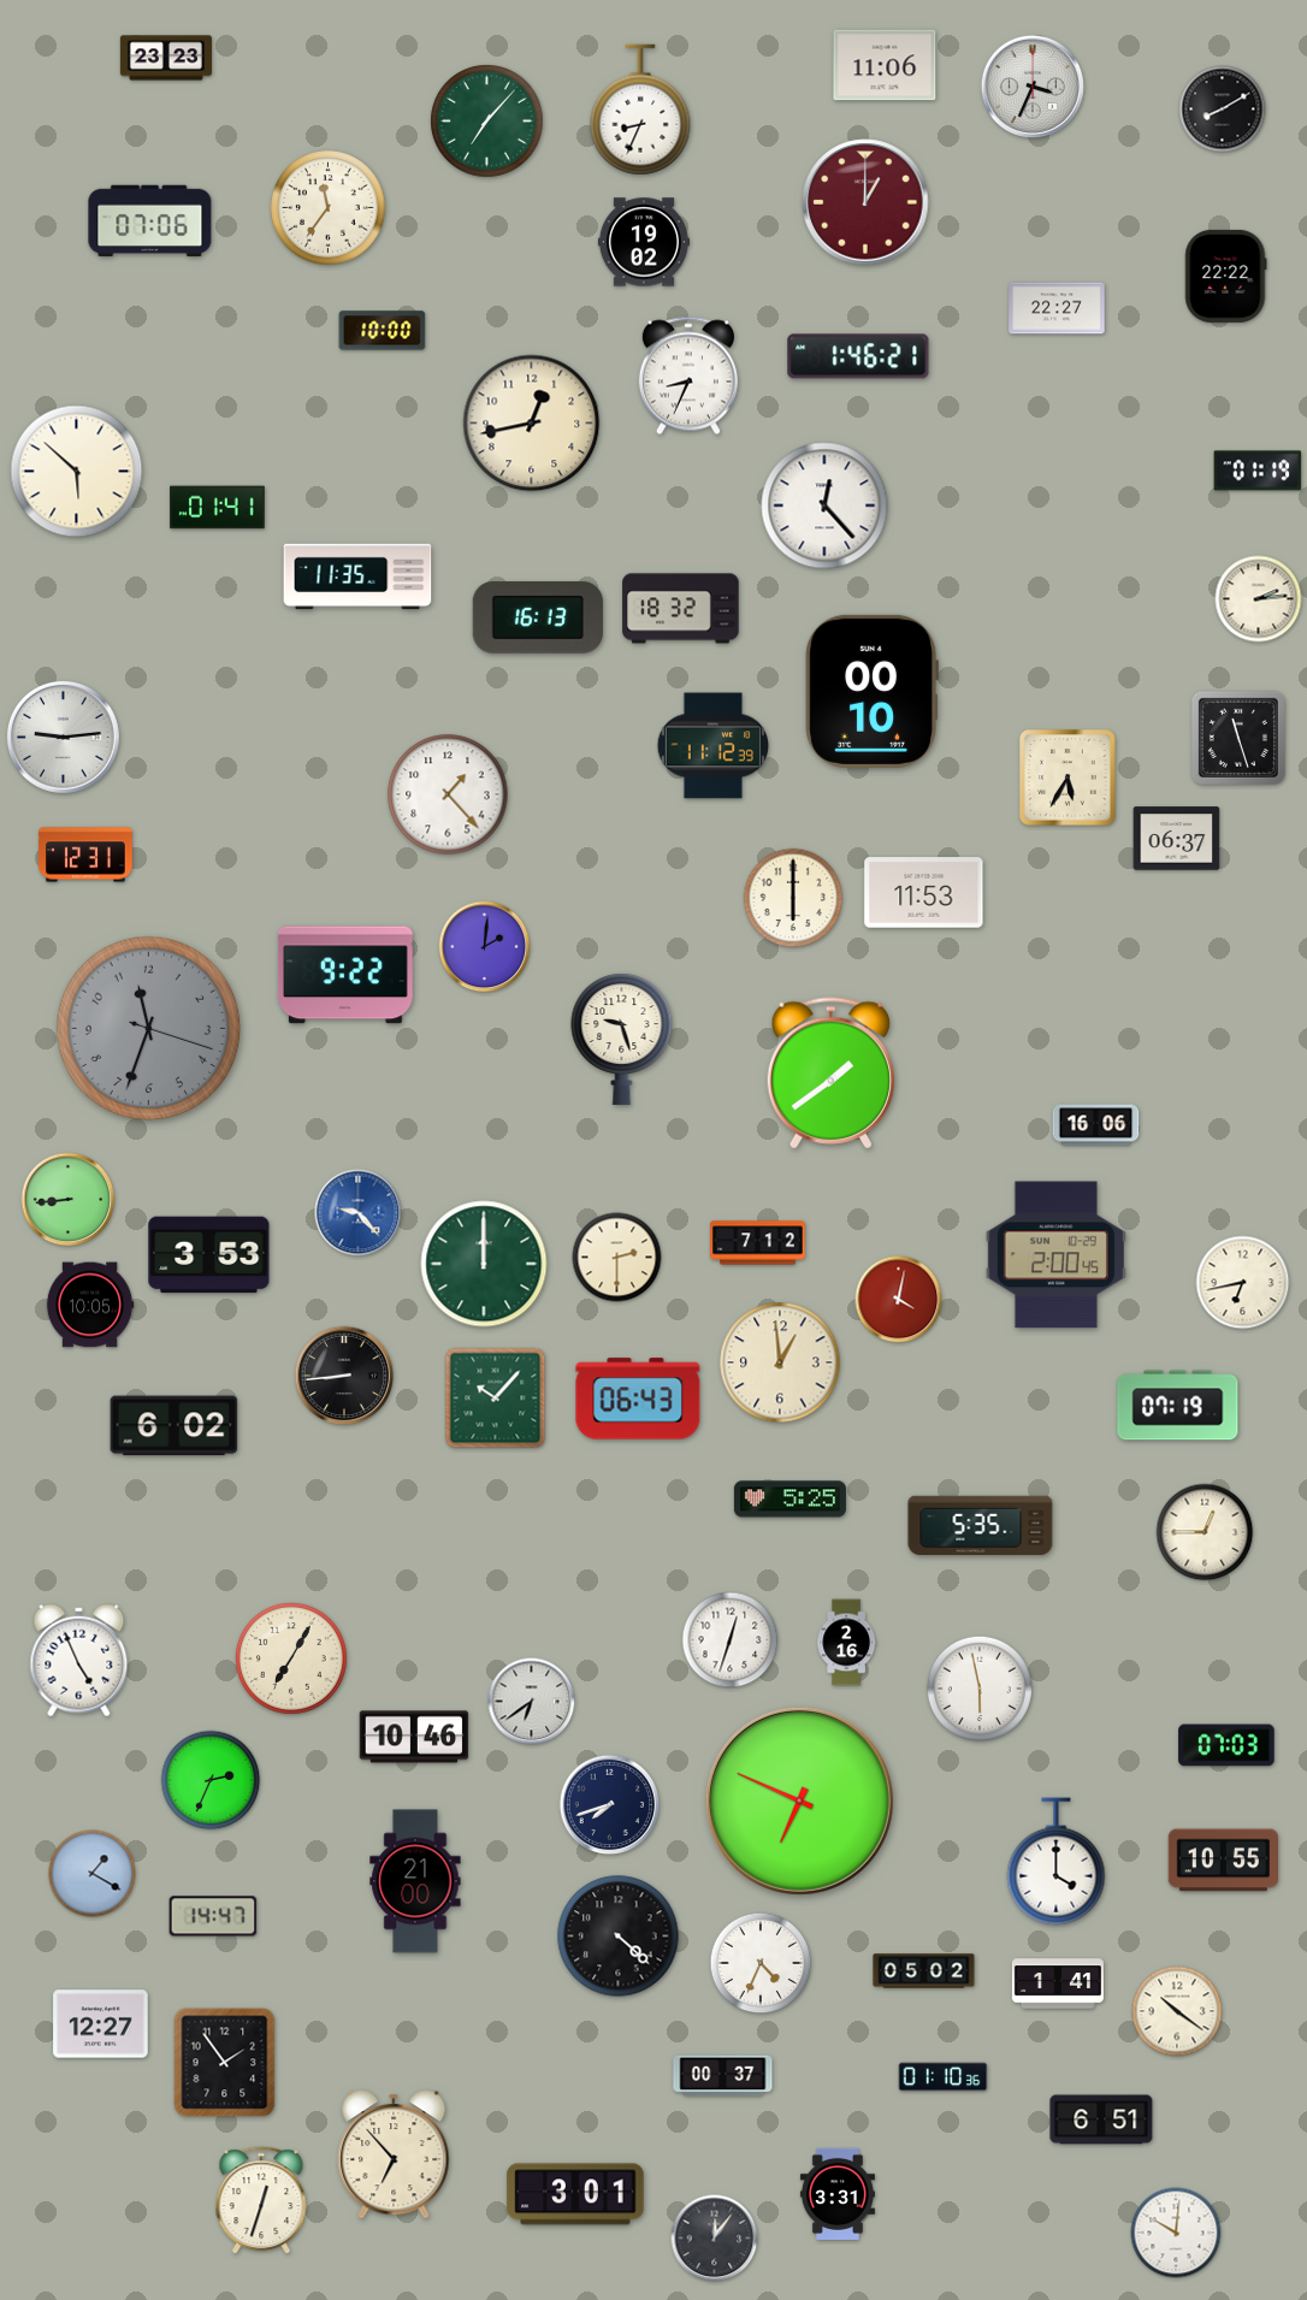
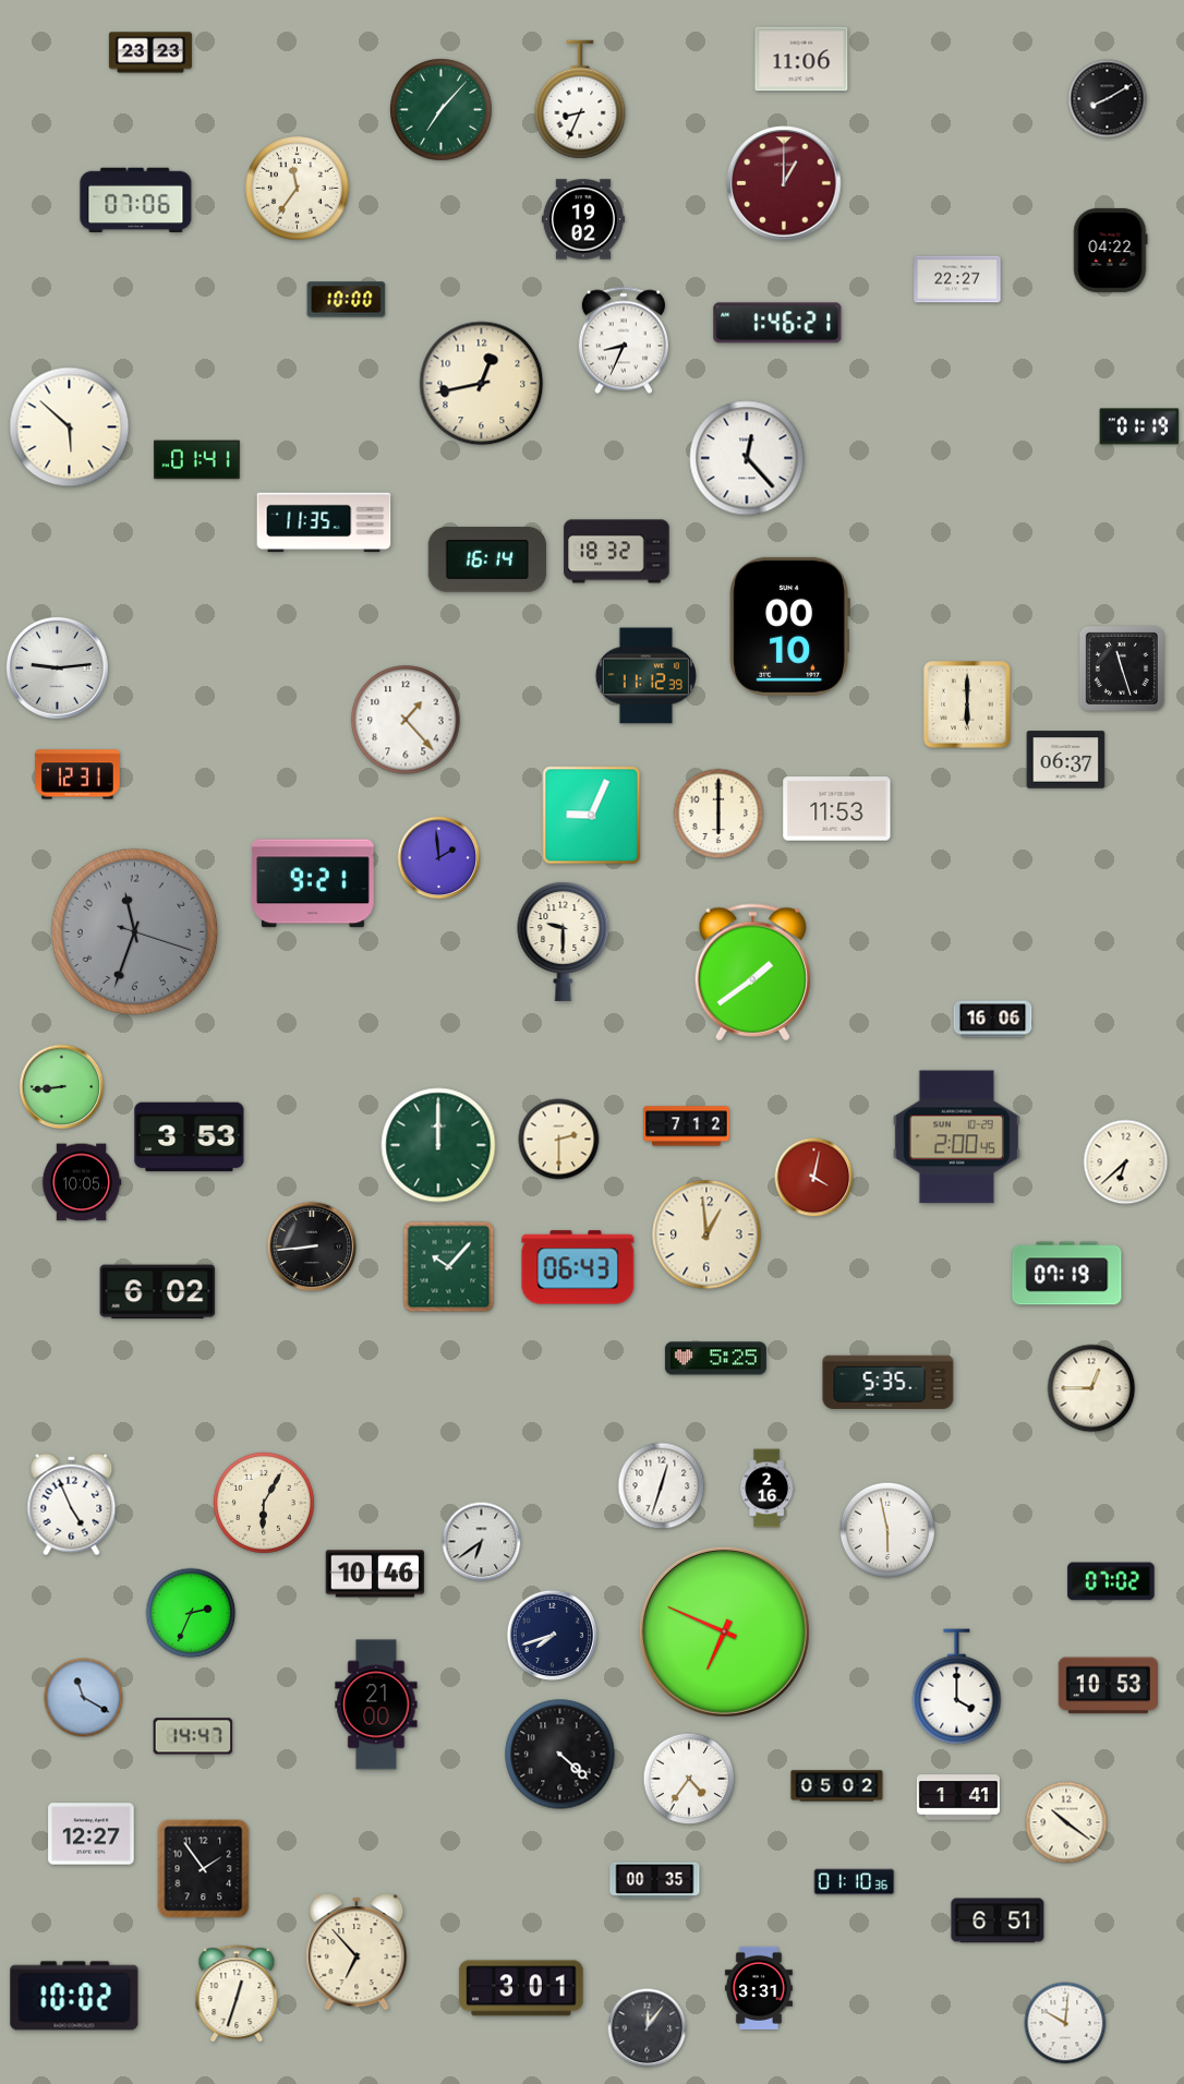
clock at (1031, 85): 3:34 -> none
clock at (1226, 276): 22:22 -> 04:22
clock at (1259, 599): 2:14 -> none
clock at (538, 617): 16:13 -> 16:14
clock at (1068, 777): 5:35 -> 6:00
clock at (592, 816): none -> 9:04
clock at (485, 947): 2:01 -> 1:59
clock at (345, 975): 9:22 -> 9:21
clock at (622, 1039): 9:27 -> 9:30
clock at (359, 1213): 9:23 -> none
clock at (1243, 1283): 6:43 -> 6:38
clock at (291, 1659): 7:05 -> 6:05
clock at (1226, 1745): 07:03 -> 07:02
clock at (1223, 1861): 10:55 -> 10:53
clock at (93, 1874): 1:20 -> 11:20
clock at (761, 1963): 4:34 -> 4:36
clock at (723, 2076): 00:37 -> 00:35
clock at (74, 1996): none -> 10:02
